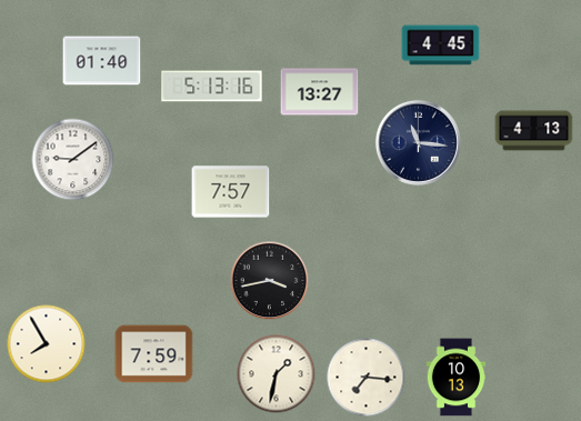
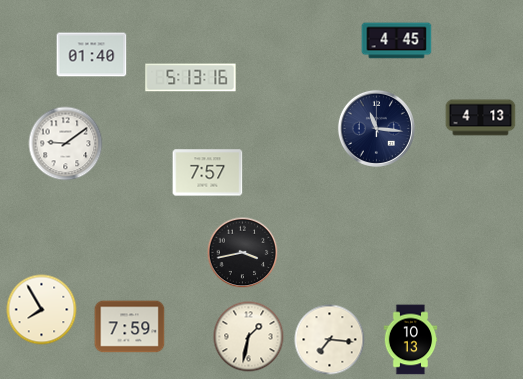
clock at (320, 92): 13:27 -> none
clock at (154, 354) position: (154, 354) -> (130, 327)
